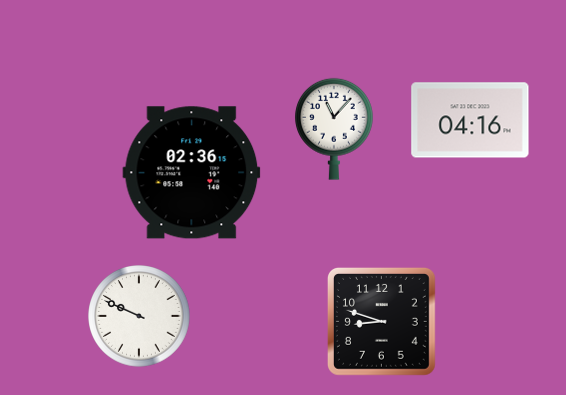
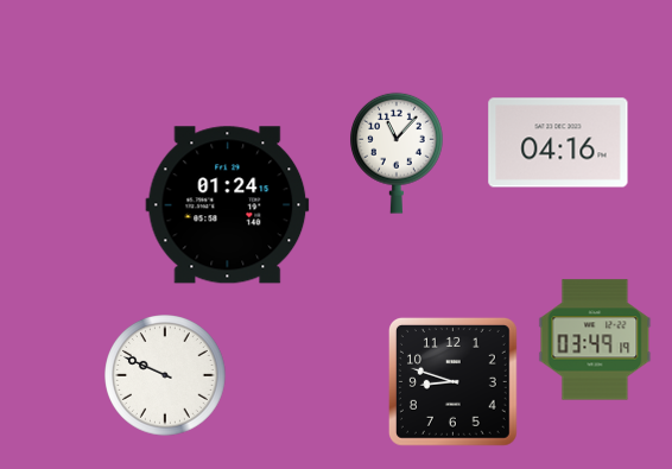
clock at (192, 173): 02:36 -> 01:24
clock at (595, 340): none -> 03:49
